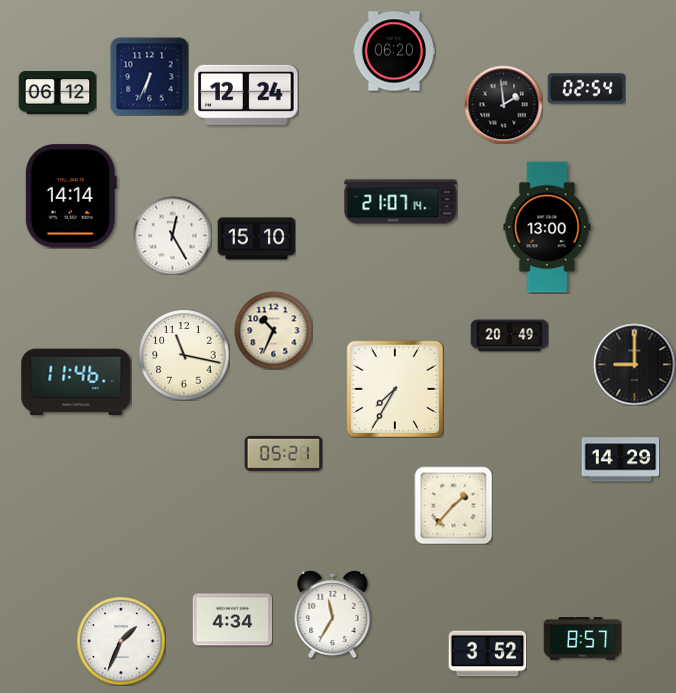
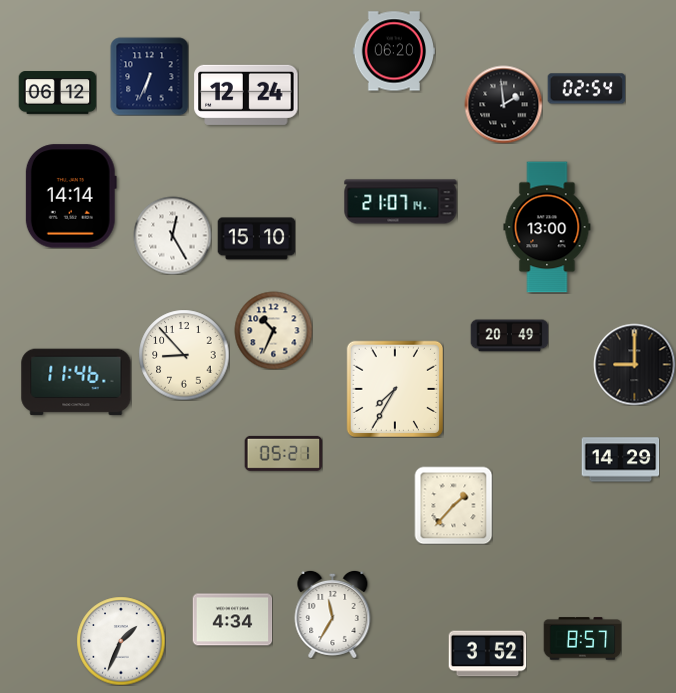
clock at (184, 355): 11:17 -> 8:53
